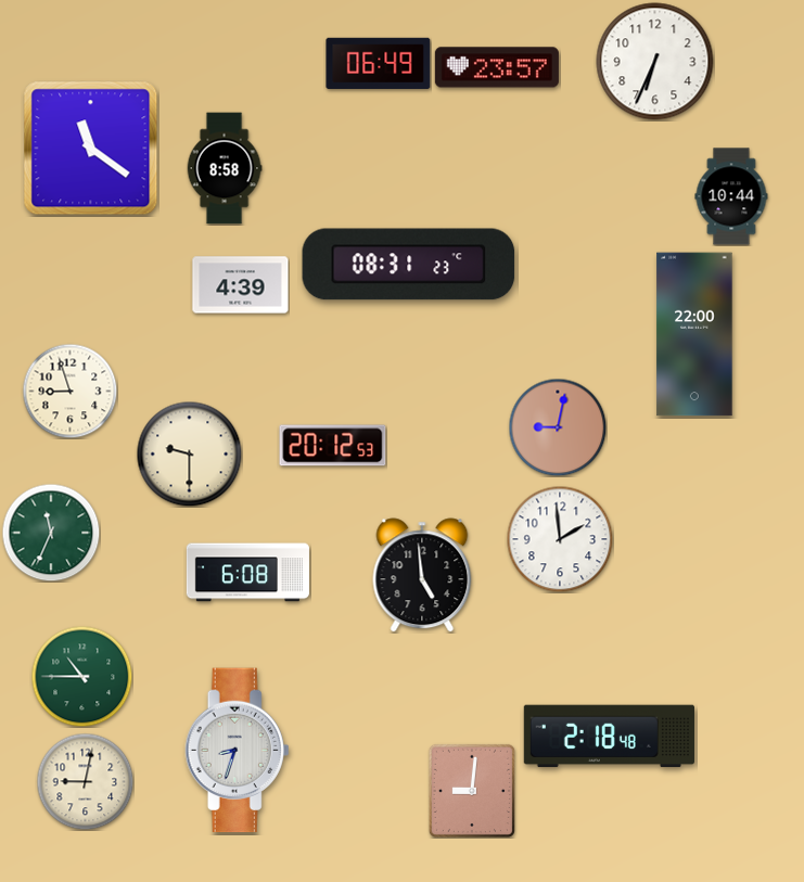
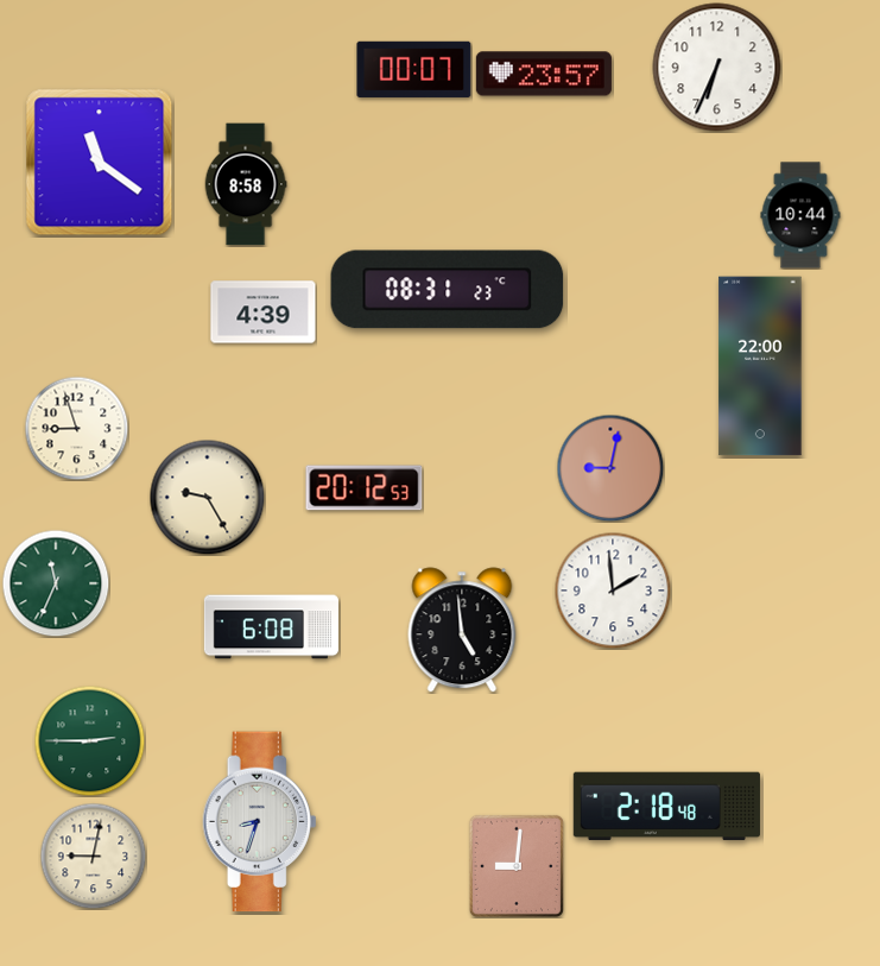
clock at (379, 63): 06:49 -> 00:07
clock at (189, 453): 9:30 -> 9:25
clock at (81, 676): 10:45 -> 2:45
